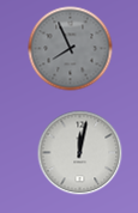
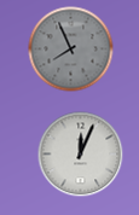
clock at (80, 153): 12:02 -> 12:04
